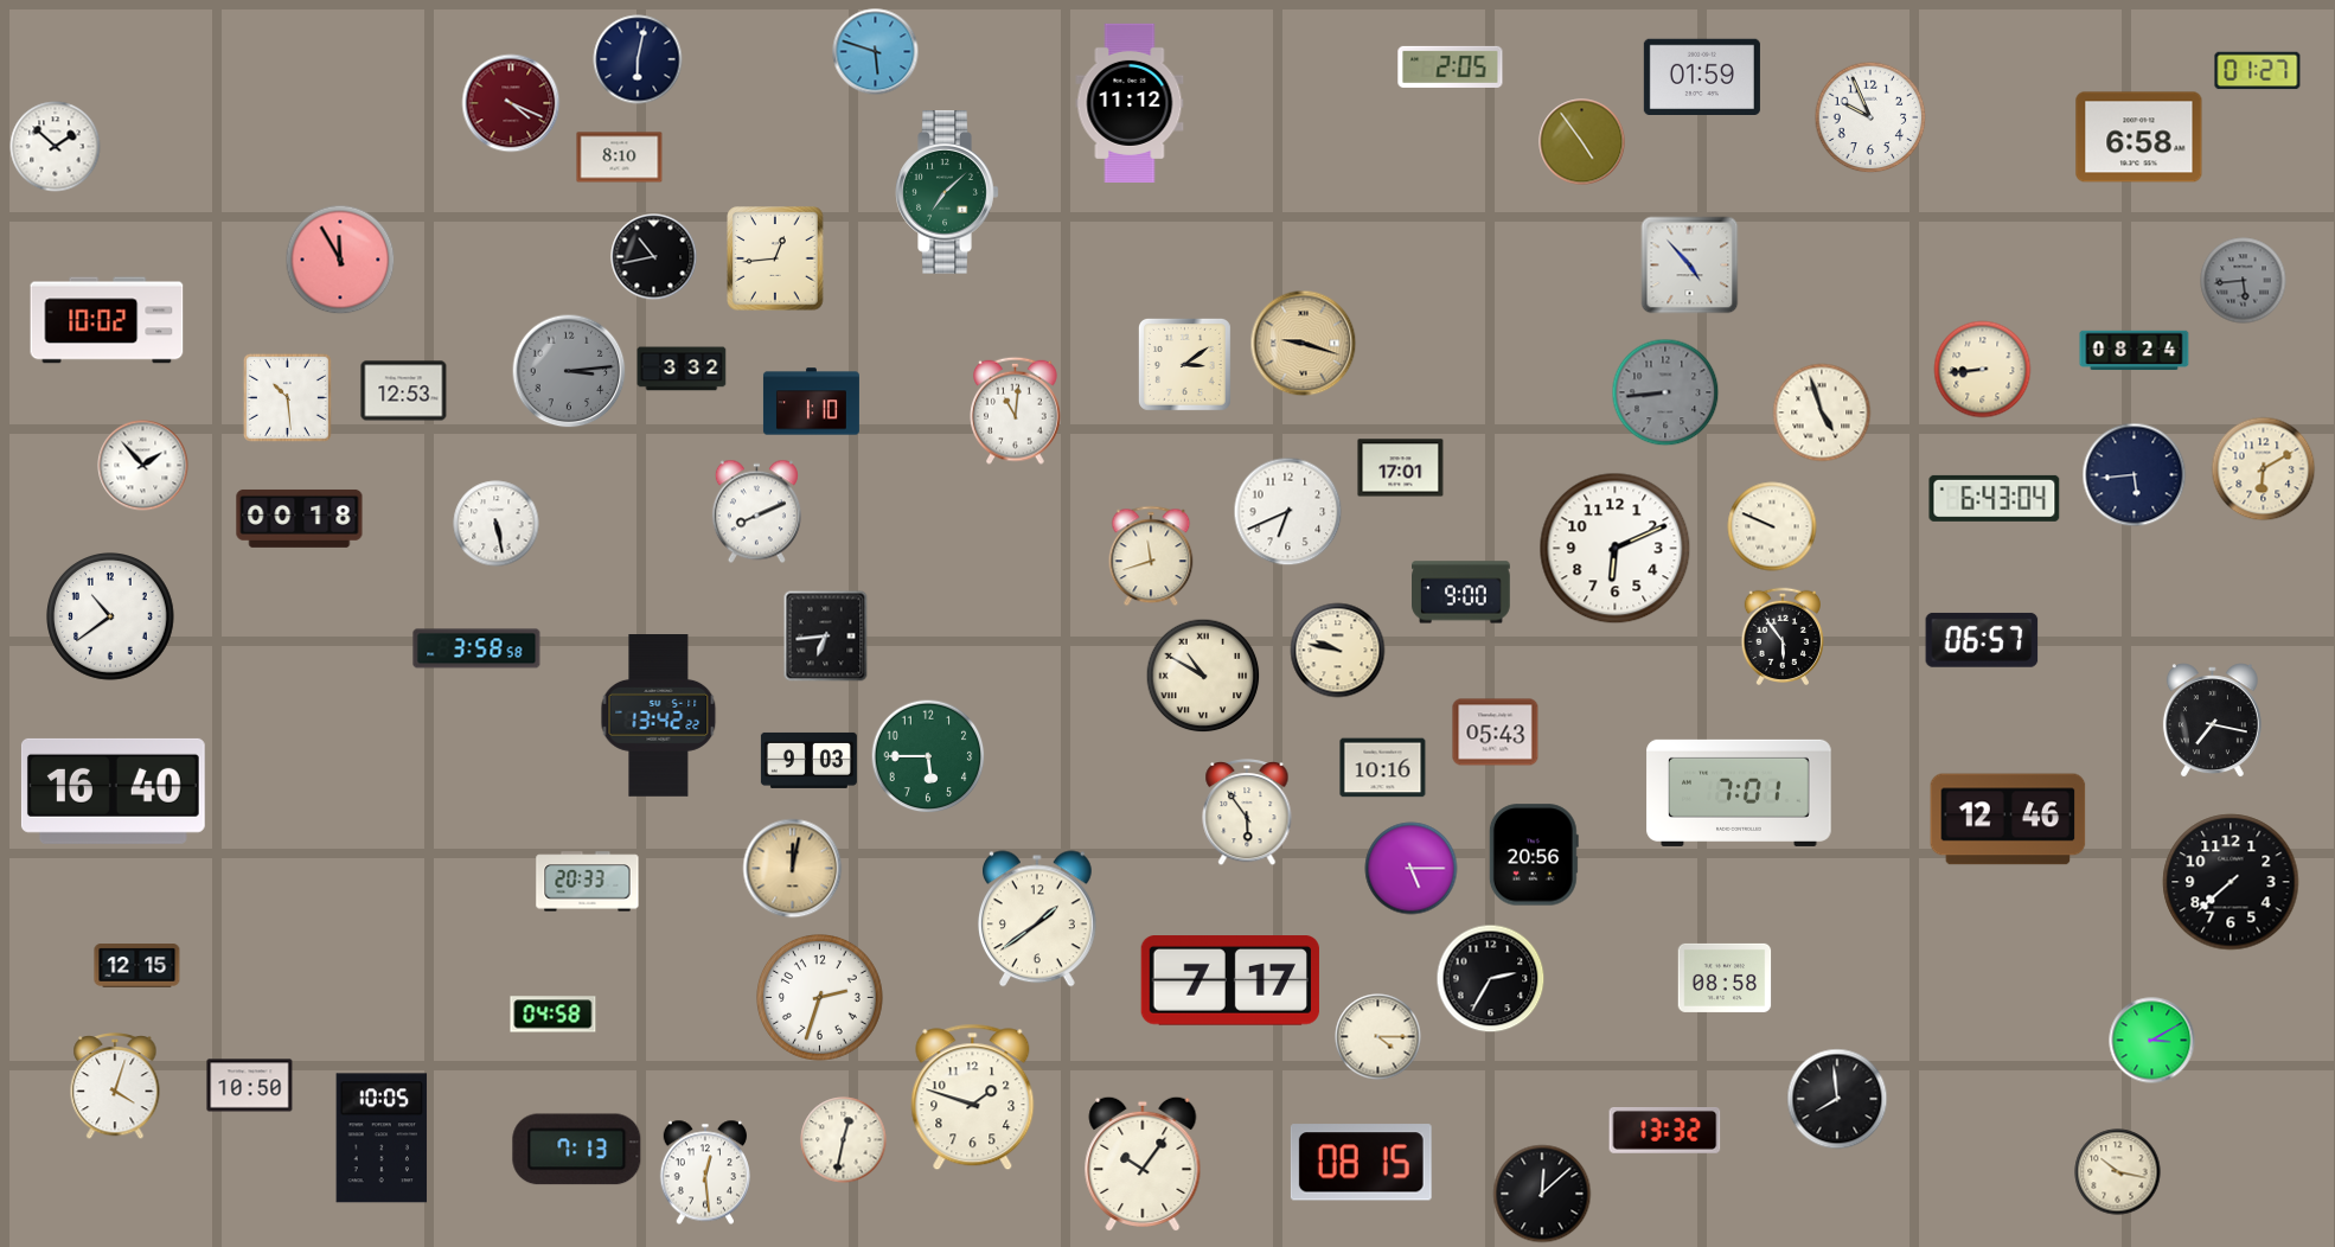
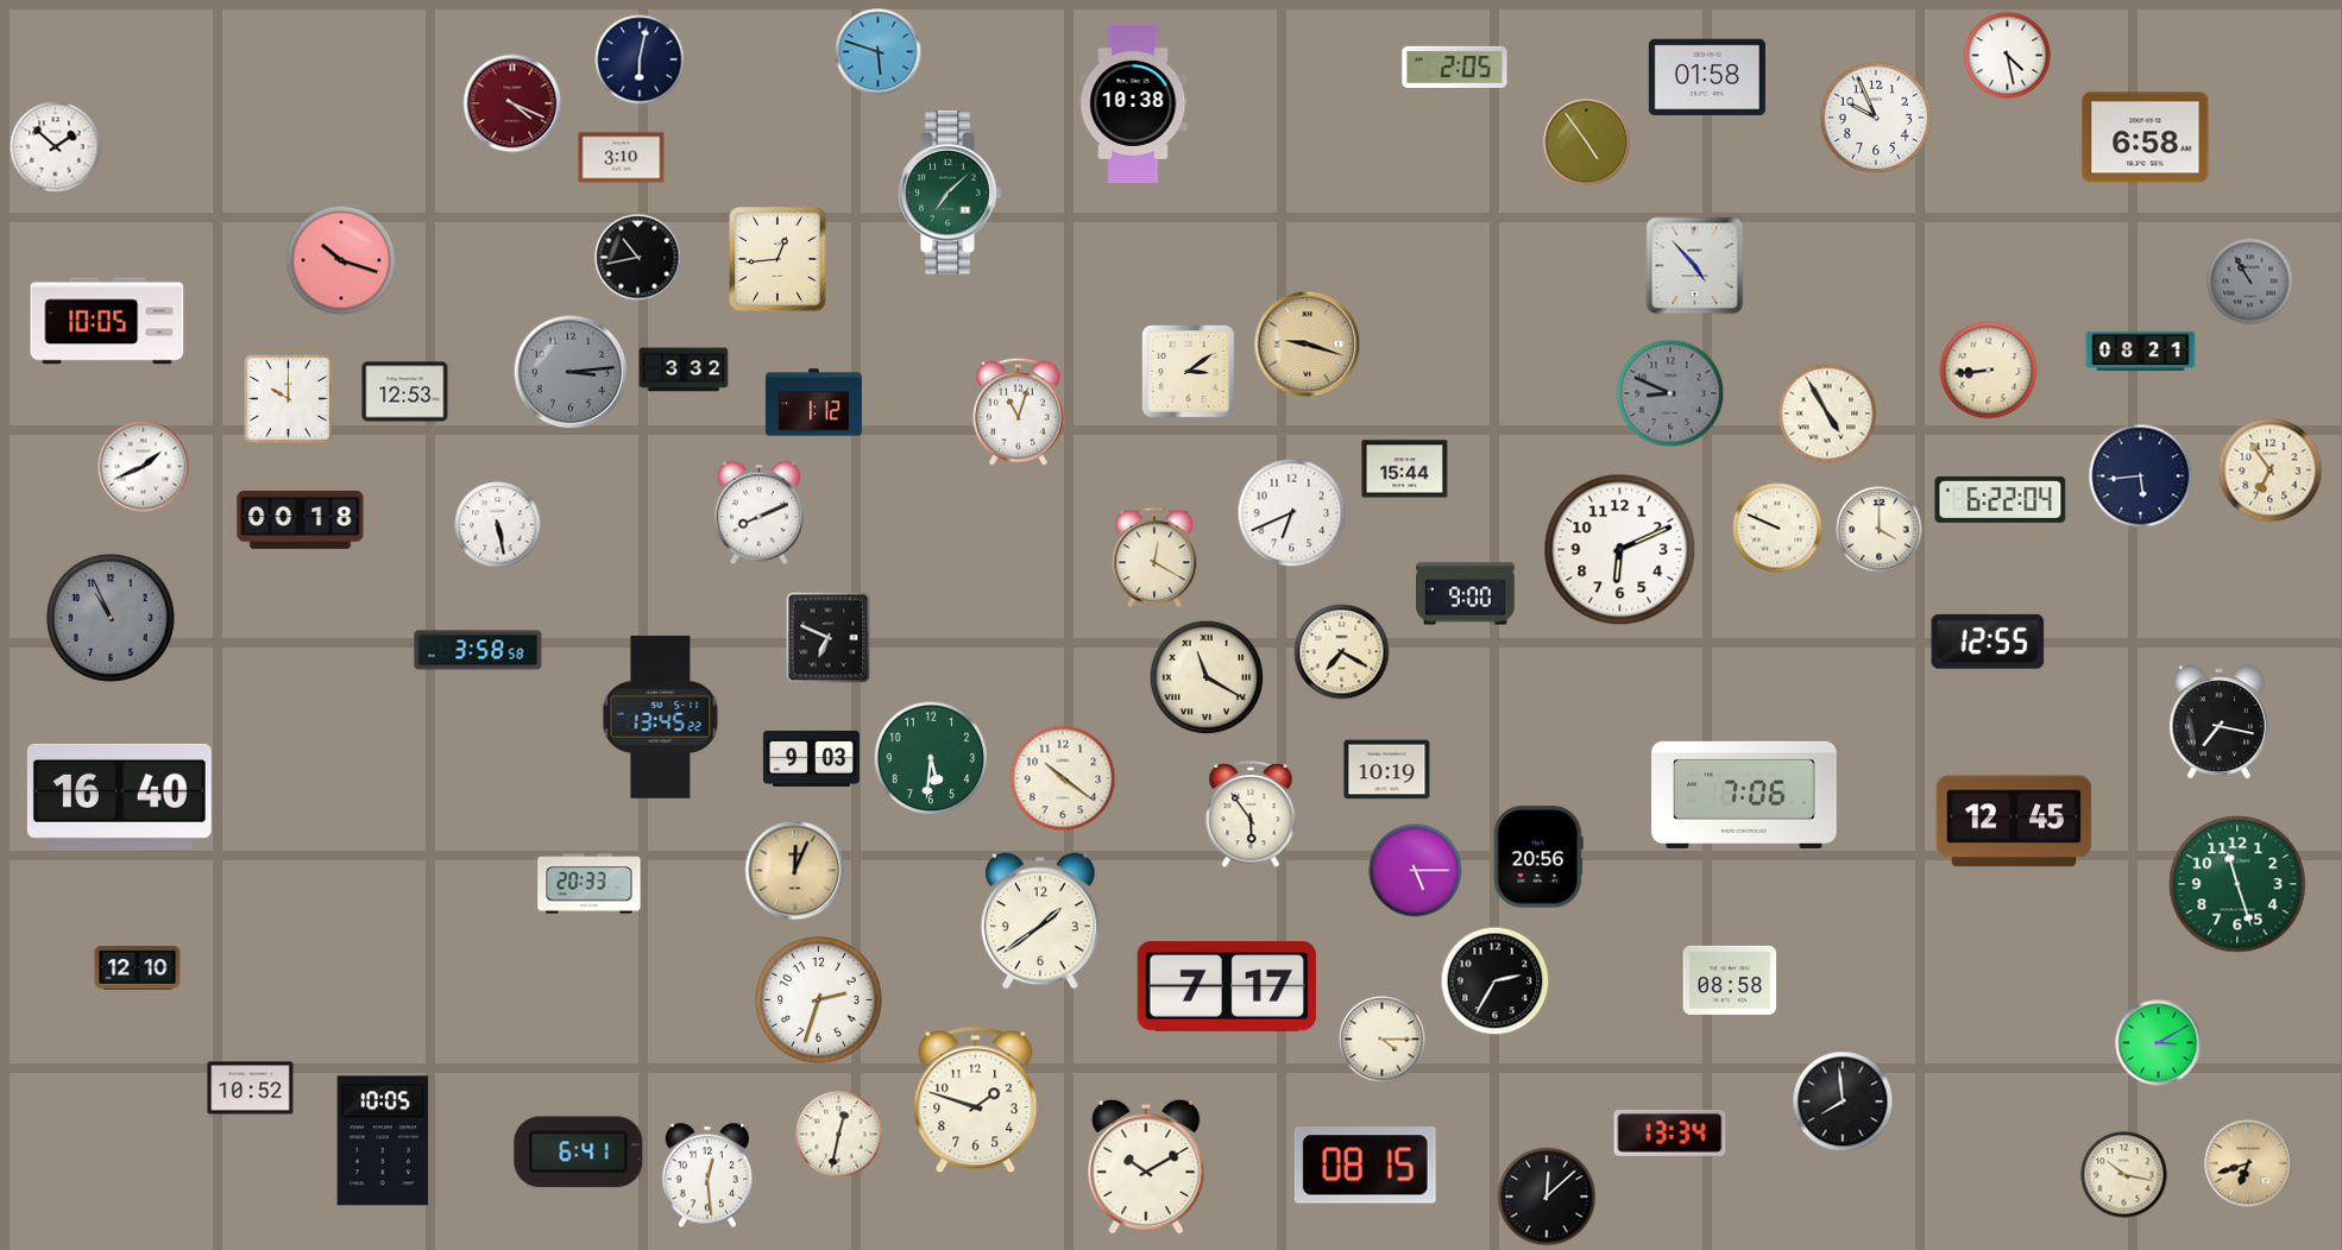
clock at (2008, 56): none -> 4:28
clock at (2258, 71): 01:27 -> none
clock at (1702, 76): 01:59 -> 01:58
clock at (1130, 103): 11:12 -> 10:38
clock at (620, 158): 8:10 -> 3:10
clock at (654, 257) position: (654, 257) -> (638, 258)
clock at (340, 260): 11:55 -> 10:18
clock at (2244, 281): 5:44 -> 10:55
clock at (107, 320): 10:02 -> 10:05
clock at (2135, 351): 08:24 -> 08:21
clock at (1184, 364) position: (1184, 364) -> (1188, 371)
clock at (1665, 392): 8:44 -> 8:49
clock at (287, 397): 10:29 -> 10:00
clock at (811, 402): 1:10 -> 1:12
clock at (1016, 410): 11:01 -> 11:03
clock at (1822, 413): 4:57 -> 4:55
clock at (143, 466): 1:53 -> 1:41
clock at (1401, 468): 17:01 -> 15:44
clock at (2264, 469): 6:10 -> 6:54
clock at (1995, 498): 6:43 -> 6:22
clock at (1880, 530): none -> 4:00
clock at (1151, 556): 11:42 -> 12:20
clock at (111, 618): 10:39 -> 10:56
clock at (111, 618) dial: white -> grey
clock at (826, 637): 6:44 -> 6:49
clock at (1781, 637): 5:54 -> none
clock at (1982, 640): 06:57 -> 12:55
clock at (1338, 651): 9:47 -> 7:20
clock at (1203, 676): 10:50 -> 11:20
clock at (659, 716): 13:42 -> 13:45
clock at (1496, 733): 05:43 -> none
clock at (928, 756): 5:45 -> 5:31
clock at (808, 760) position: (808, 760) -> (811, 758)
clock at (1383, 768): 10:16 -> 10:19
clock at (1063, 778): none -> 10:21
clock at (113, 791) position: (113, 791) -> (119, 796)
clock at (1739, 793): 7:01 -> 7:06
clock at (2008, 819): 12:46 -> 12:45
clock at (793, 869): 12:02 -> 12:04
clock at (2231, 882): 7:38 -> 11:27
clock at (2231, 882) dial: black -> green
clock at (137, 966): 12:15 -> 12:10
clock at (1230, 980) position: (1230, 980) -> (1227, 986)
clock at (820, 998) position: (820, 998) -> (819, 1000)
clock at (554, 1015): 04:58 -> none
clock at (250, 1086): 10:50 -> 10:52
clock at (115, 1087): 4:03 -> none
clock at (1665, 1131): 13:32 -> 13:34
clock at (844, 1140) position: (844, 1140) -> (839, 1135)
clock at (577, 1150): 7:13 -> 6:41
clock at (2248, 1163): none -> 6:42
clock at (1143, 1164): 10:06 -> 10:10
